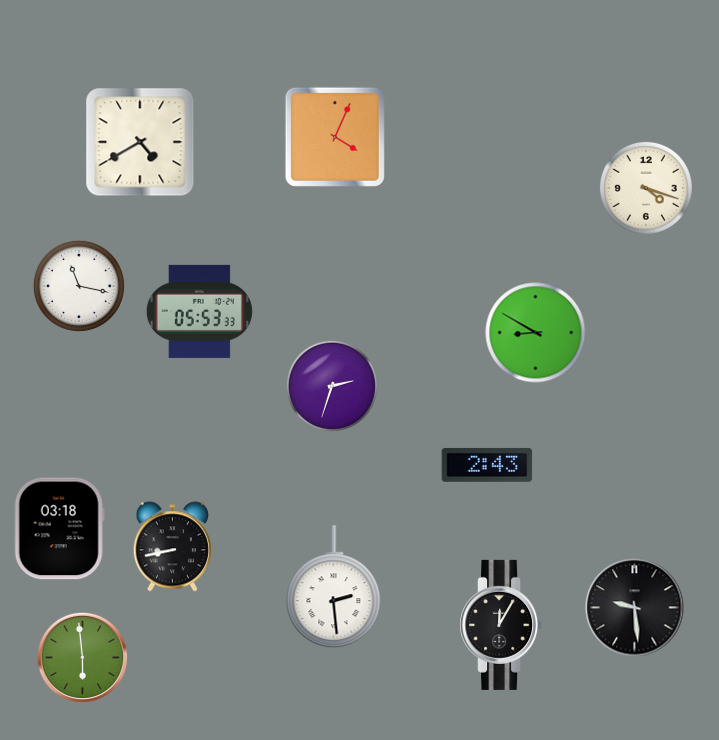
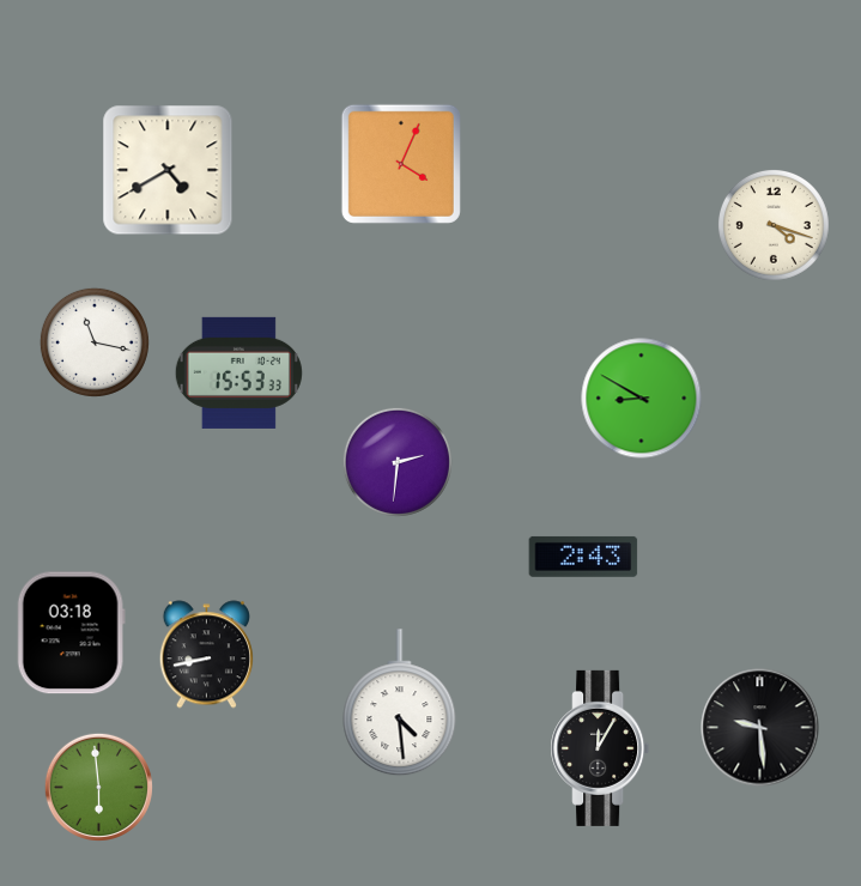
clock at (199, 311): 05:53 -> 15:53
clock at (332, 386): 2:33 -> 2:31
clock at (334, 587): 2:29 -> 4:29
